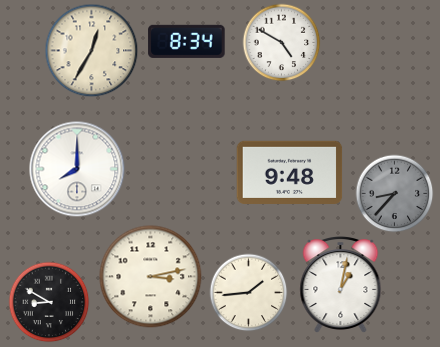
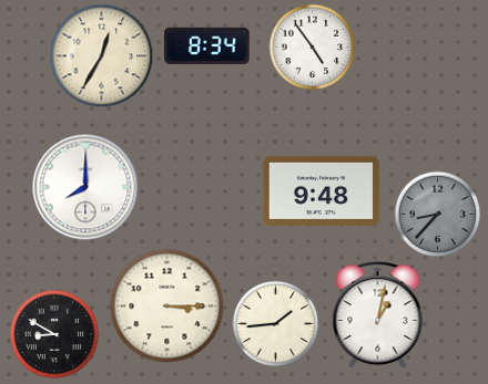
clock at (281, 42): 4:50 -> 4:54
clock at (151, 277): 3:13 -> 3:15
